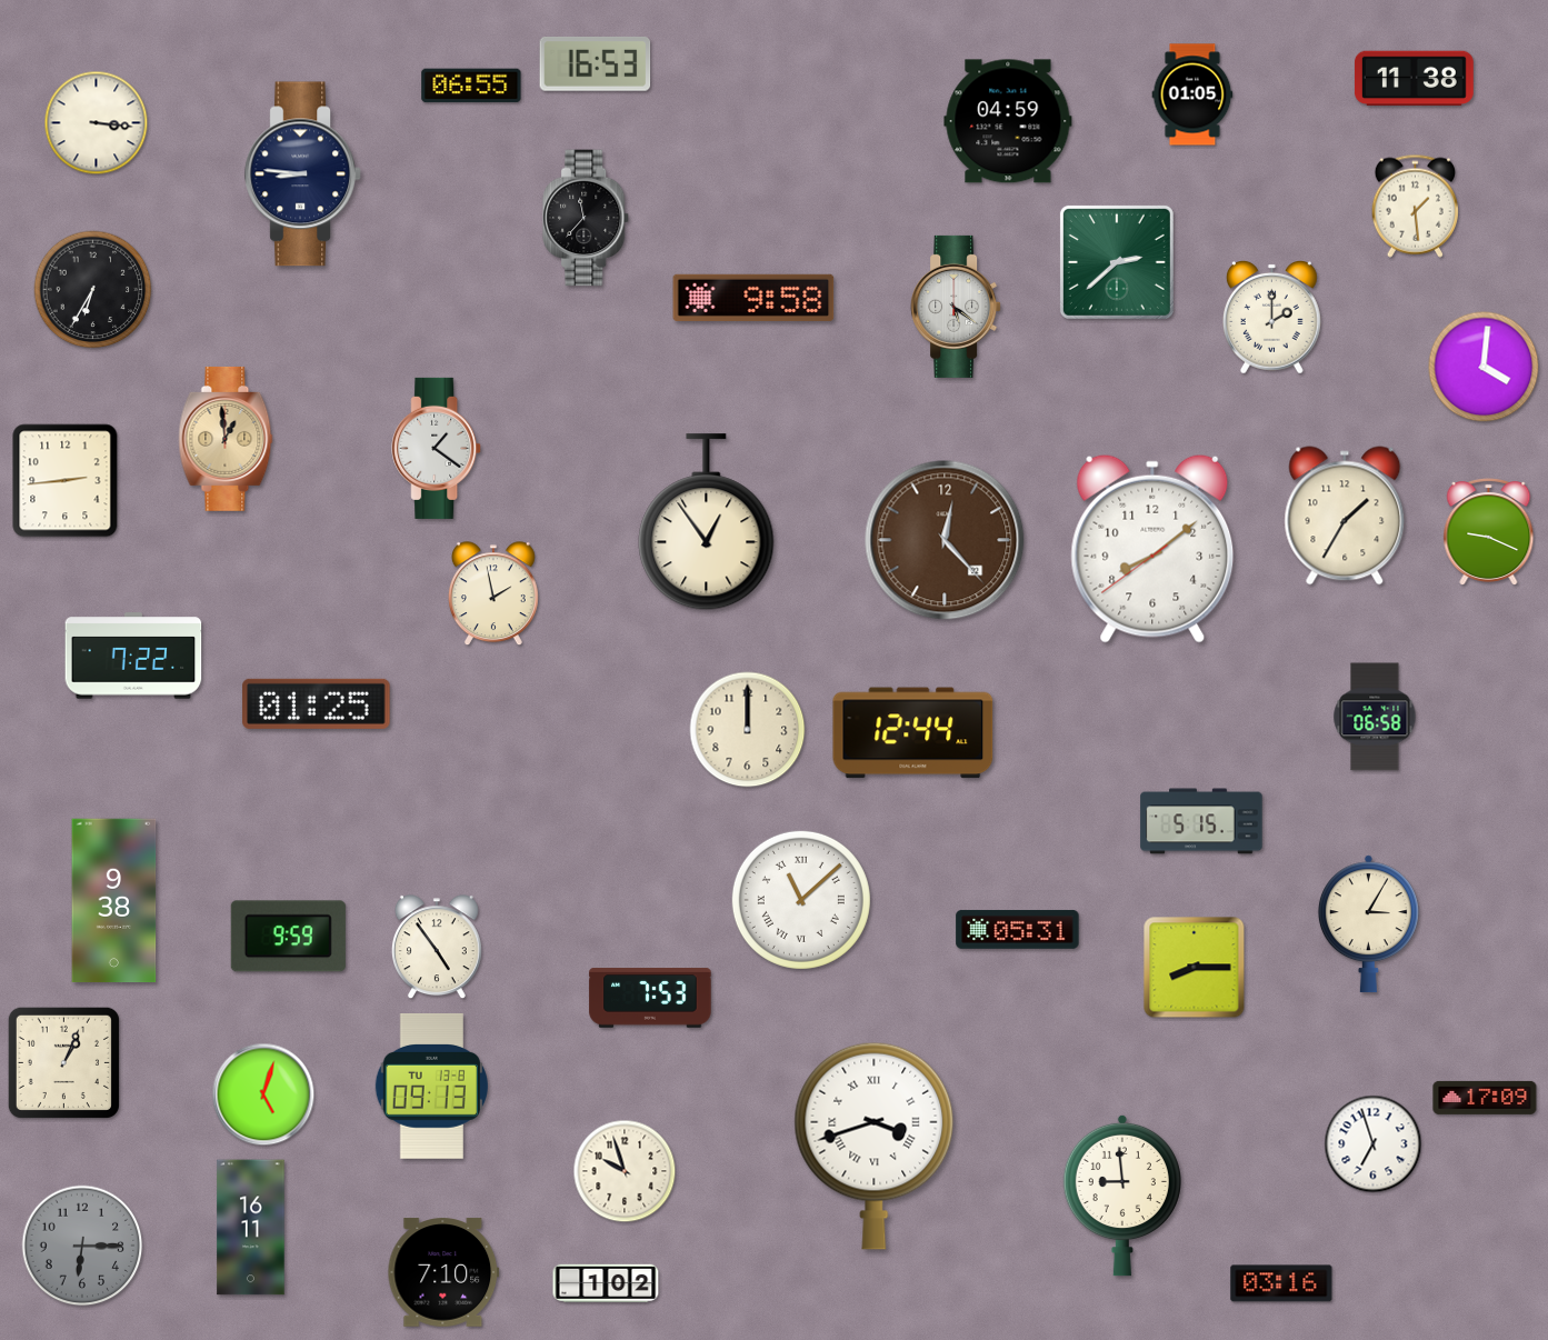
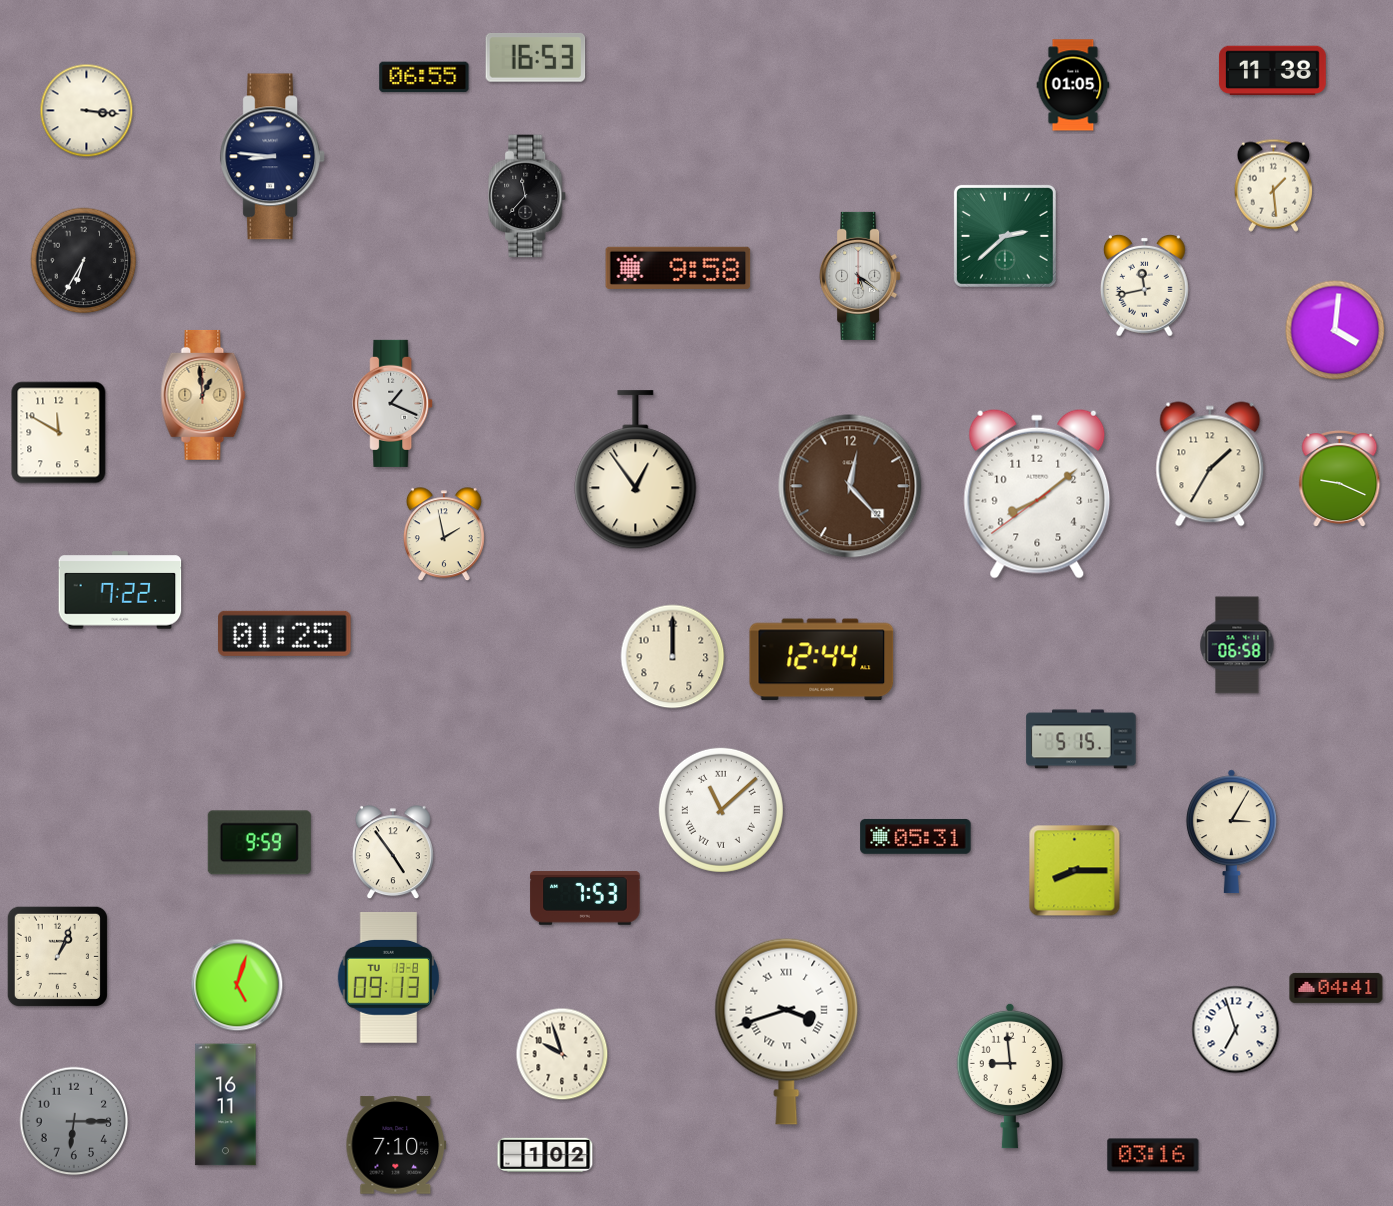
clock at (1008, 121): 04:59 -> none
clock at (1272, 318): 2:00 -> 11:43
clock at (437, 448): 1:21 -> 1:19
clock at (66, 481): 2:44 -> 11:50
clock at (114, 901): 9:38 -> none
clock at (1485, 1098): 17:09 -> 04:41
clock at (443, 1272) position: (443, 1272) -> (396, 1145)
